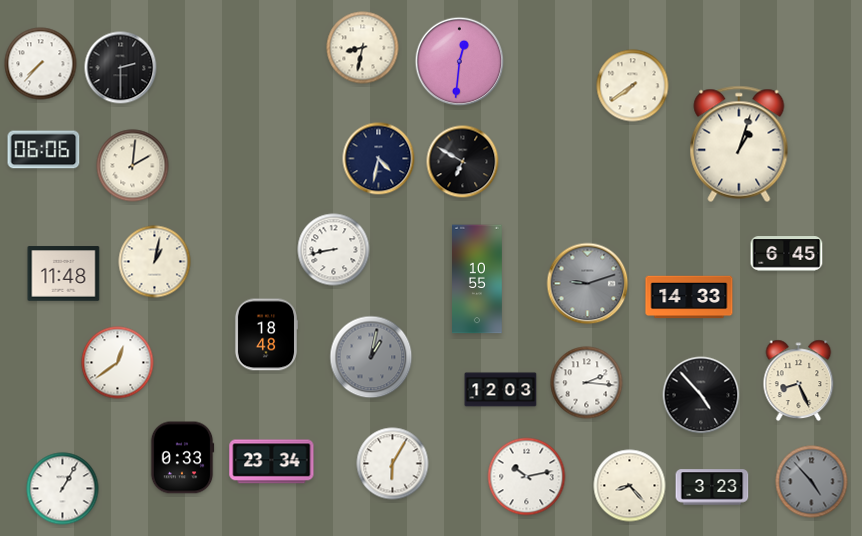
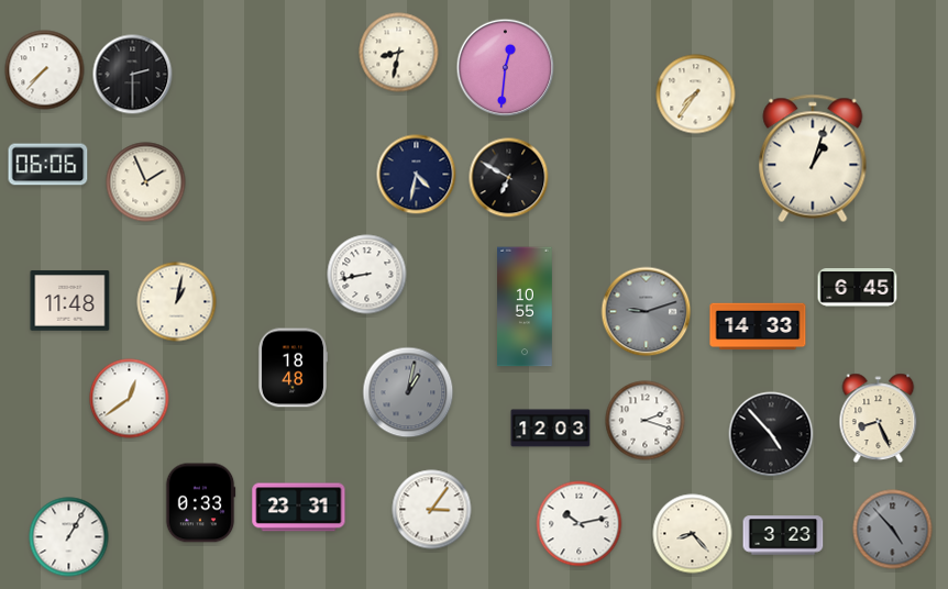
clock at (633, 86): 7:39 -> 7:36
clock at (133, 166): 2:01 -> 1:56
clock at (787, 254) position: (787, 254) -> (858, 288)
clock at (155, 262) position: (155, 262) -> (177, 302)
clock at (587, 383): 2:16 -> 2:18
clock at (272, 462): 23:34 -> 23:31
clock at (393, 464): 6:05 -> 3:06
